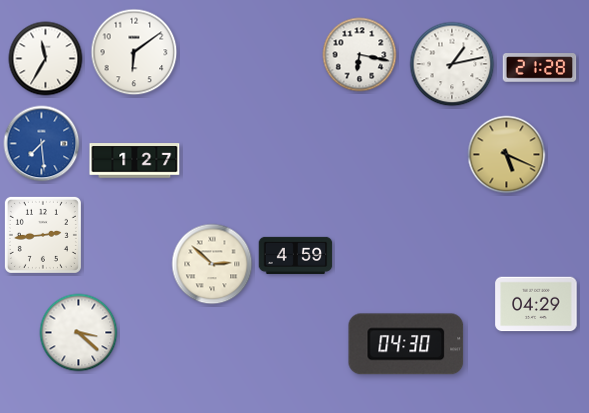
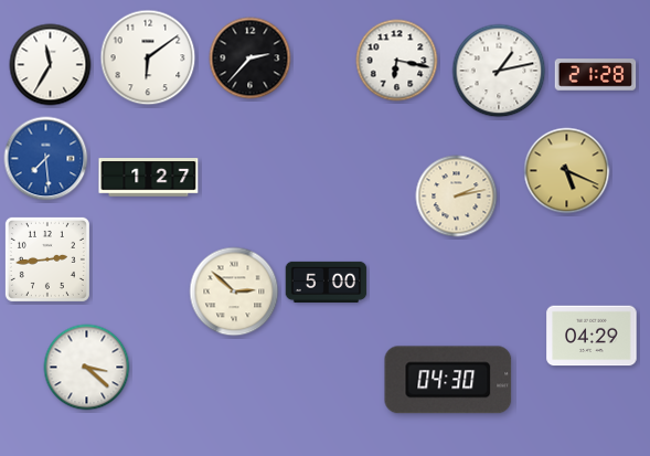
clock at (251, 59): none -> 2:37
clock at (507, 155) position: (507, 155) -> (567, 171)
clock at (457, 197): none -> 2:13
clock at (296, 255): 4:59 -> 5:00
